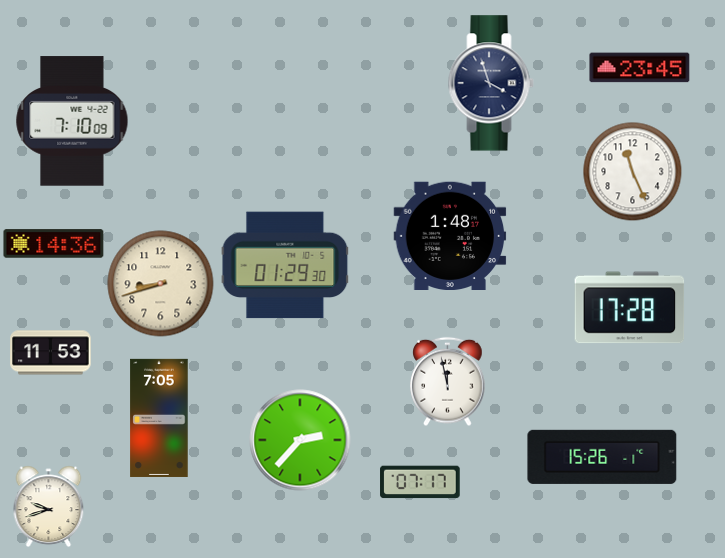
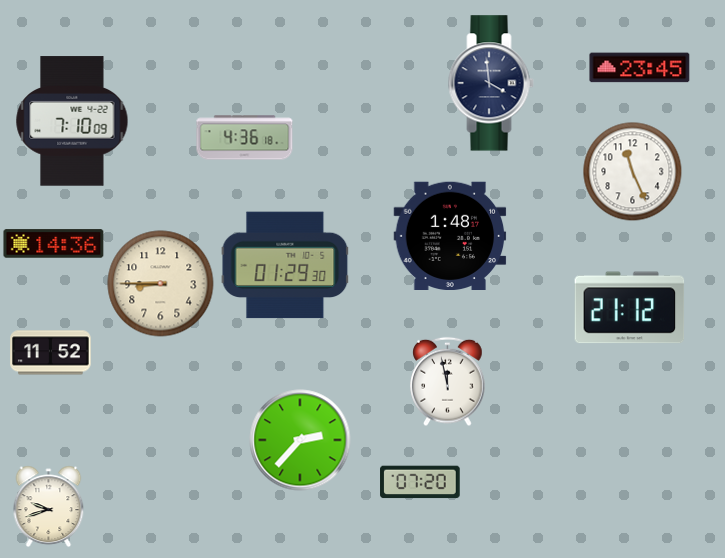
clock at (491, 83): 3:57 -> 3:59
clock at (245, 138): none -> 4:36
clock at (161, 284): 8:42 -> 8:45
clock at (630, 308): 17:28 -> 21:12
clock at (51, 353): 11:53 -> 11:52
clock at (159, 418): 7:05 -> none
clock at (602, 457): 15:26 -> none
clock at (420, 482): 07:17 -> 07:20
